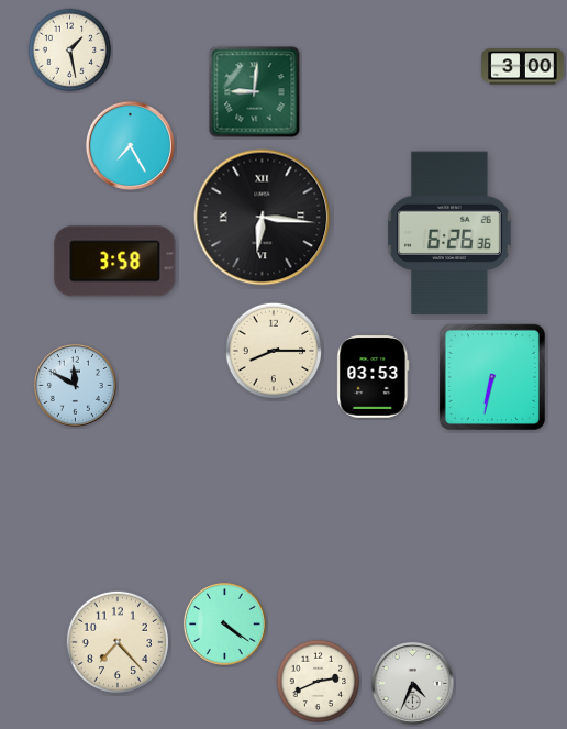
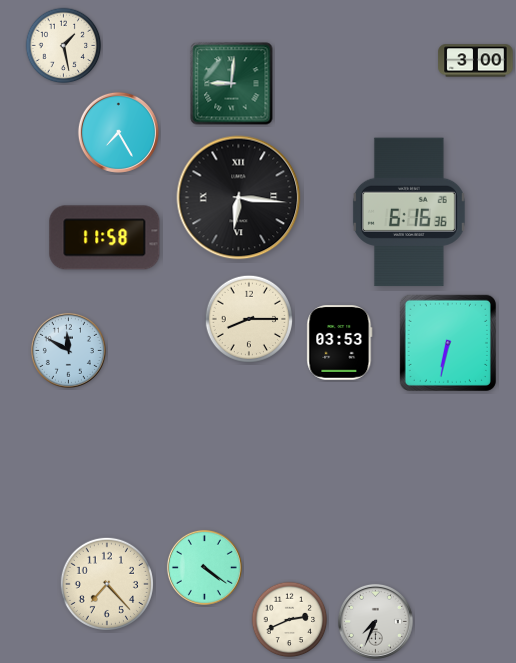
clock at (449, 233): 6:26 -> 6:16
clock at (115, 262): 3:58 -> 11:58
clock at (412, 683): 4:34 -> 7:34
